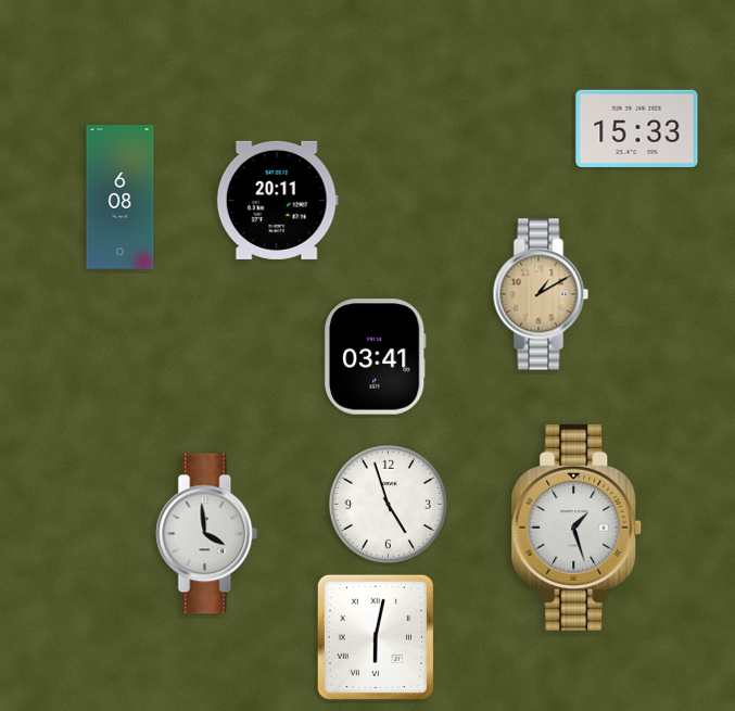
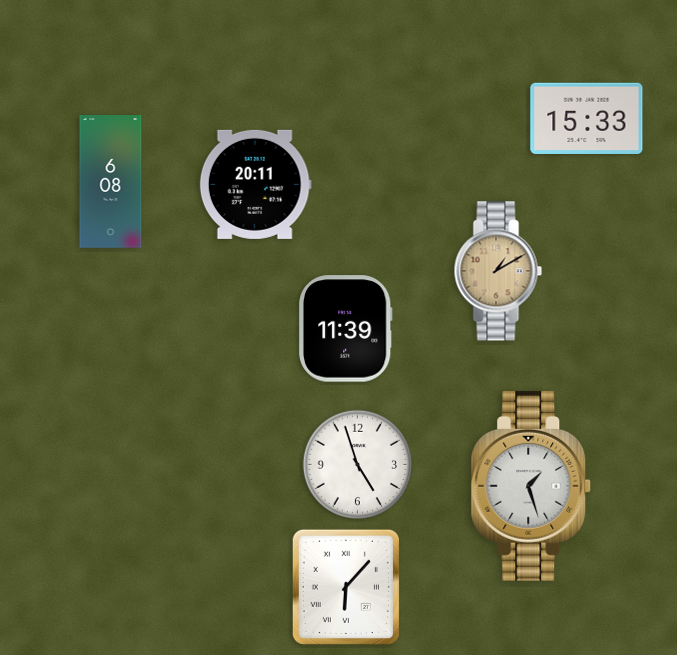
clock at (375, 357): 03:41 -> 11:39
clock at (207, 534): 3:59 -> none
clock at (376, 637): 6:02 -> 6:07
